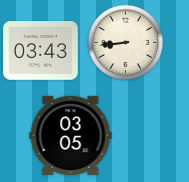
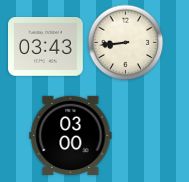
clock at (41, 51) position: (41, 51) -> (46, 47)
clock at (71, 135): 03:05 -> 03:00
